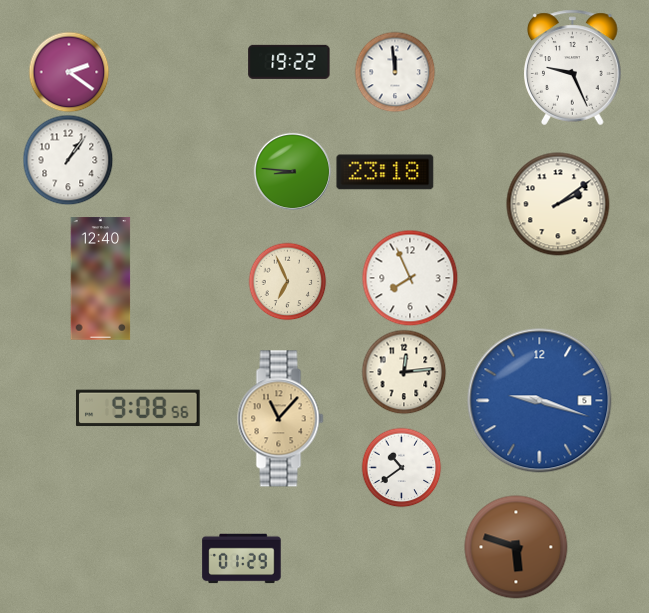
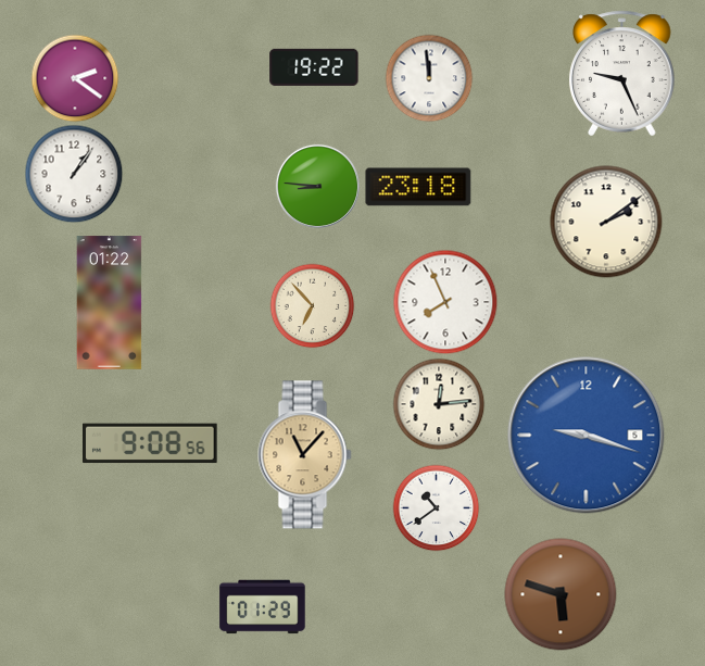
clock at (101, 279): 12:40 -> 01:22
clock at (287, 281): 6:56 -> 6:53
